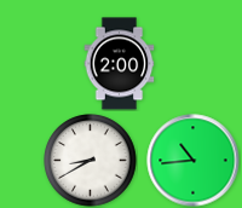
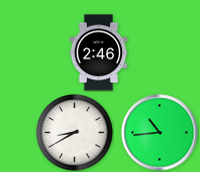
clock at (120, 64): 2:00 -> 2:46
